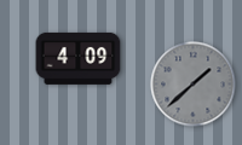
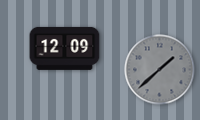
clock at (79, 58): 4:09 -> 12:09
